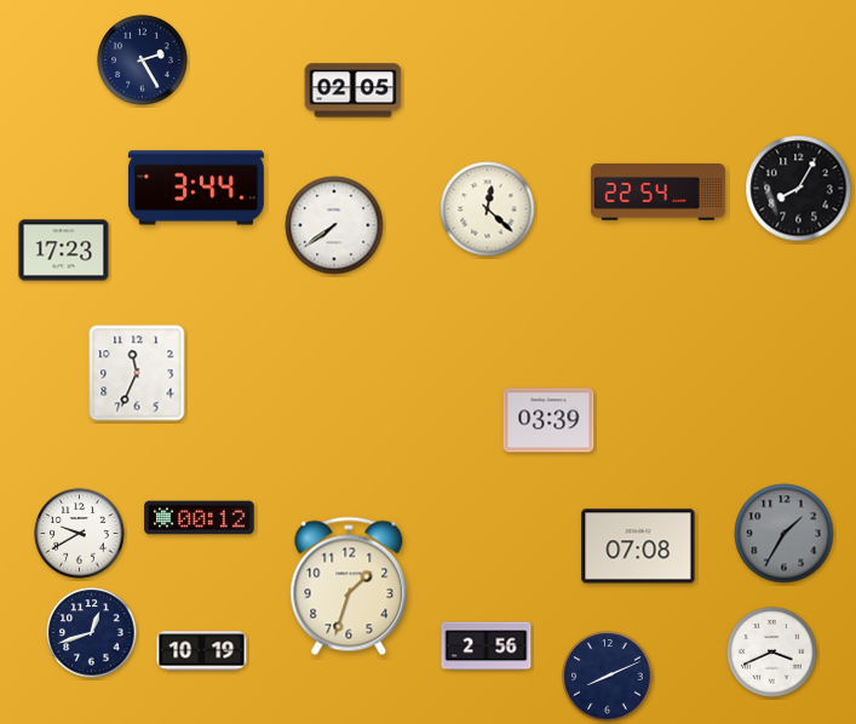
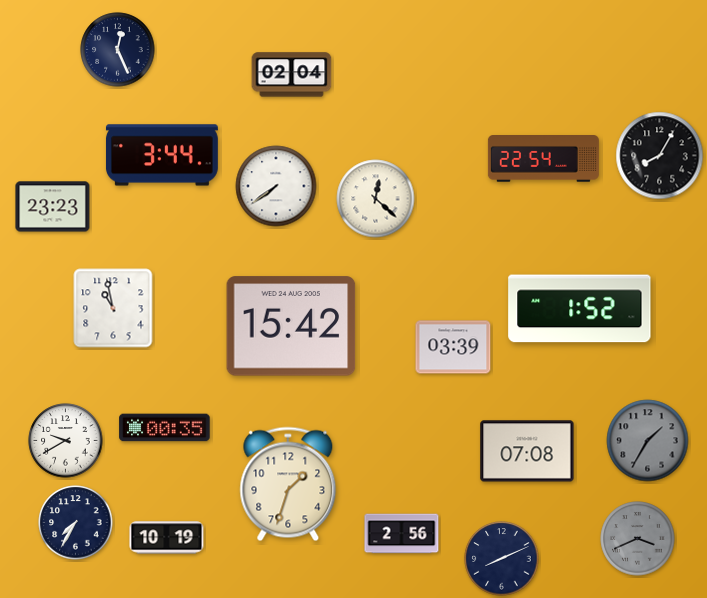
clock at (143, 61): 2:25 -> 12:26
clock at (354, 91): 02:05 -> 02:04
clock at (488, 209) position: (488, 209) -> (376, 199)
clock at (64, 251): 17:23 -> 23:23
clock at (137, 373): 11:34 -> 10:58
clock at (580, 309): none -> 1:52
clock at (291, 326): none -> 15:42
clock at (200, 518): 00:12 -> 00:35
clock at (92, 633): 12:42 -> 7:35
clock at (772, 653) dial: white -> grey
